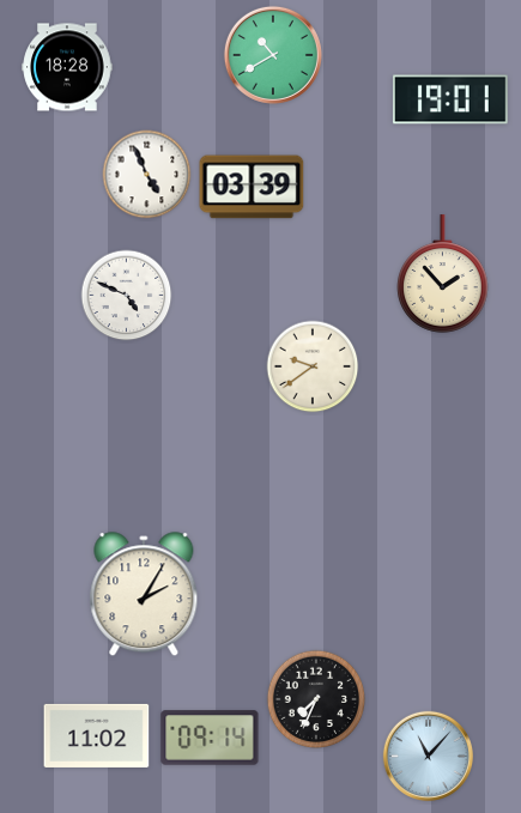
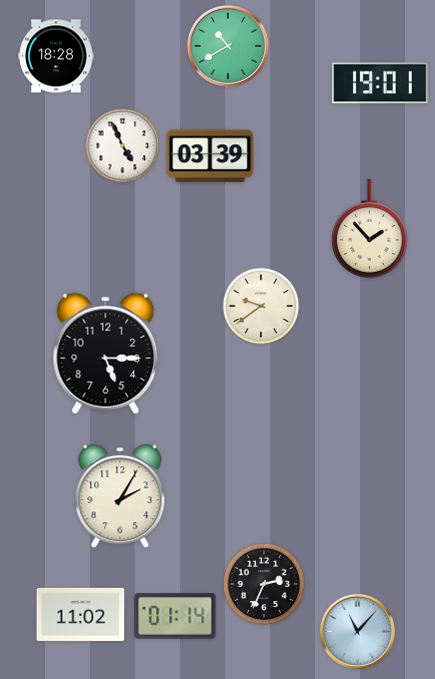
clock at (450, 99) position: (450, 99) -> (380, 83)
clock at (127, 296): 4:49 -> none
clock at (106, 354): none -> 5:15
clock at (316, 699): 7:34 -> 2:34
clock at (210, 738): 09:14 -> 01:14
